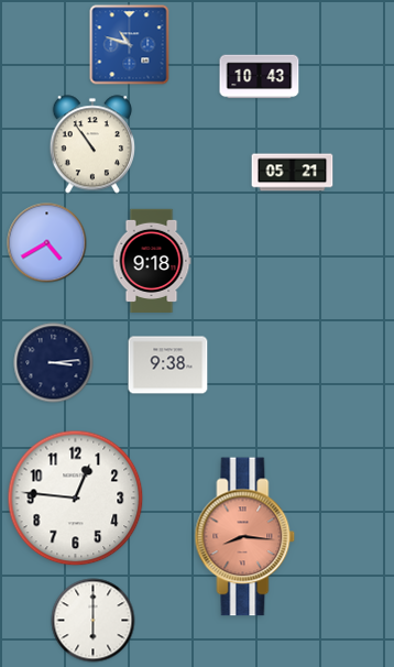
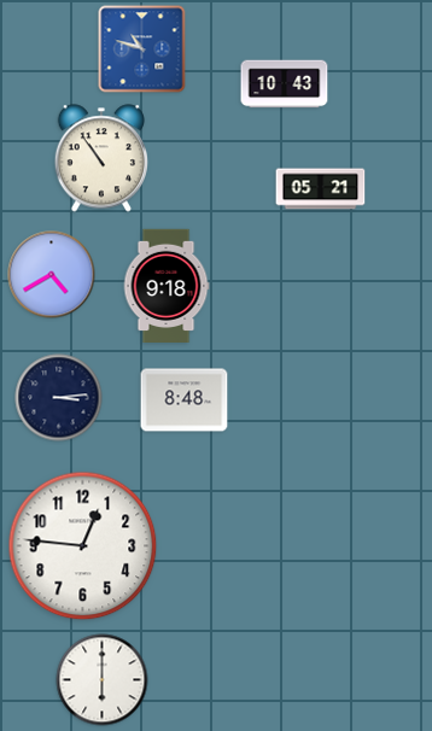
clock at (47, 243) position: (47, 243) -> (52, 275)
clock at (168, 365): 9:38 -> 8:48
clock at (245, 537): 8:16 -> none
